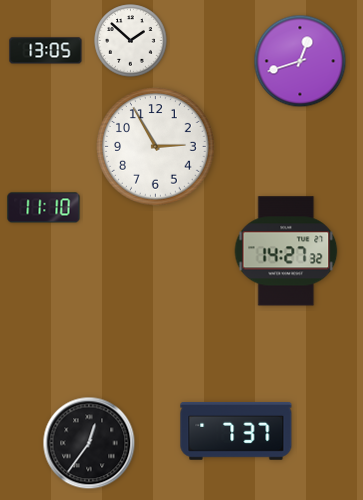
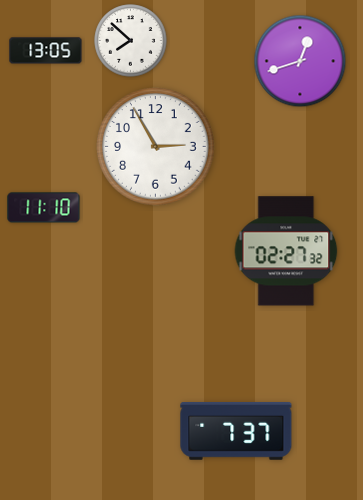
clock at (131, 41): 1:52 -> 7:52
clock at (286, 251): 14:27 -> 02:27
clock at (89, 443): 12:36 -> none
